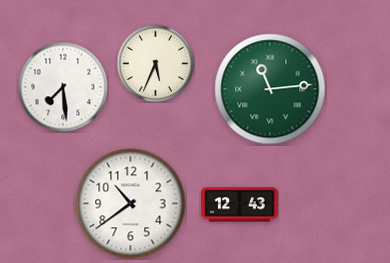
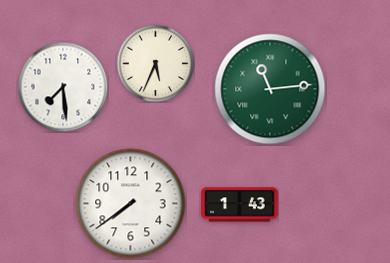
clock at (131, 204): 10:39 -> 7:39
clock at (240, 205): 12:43 -> 1:43
